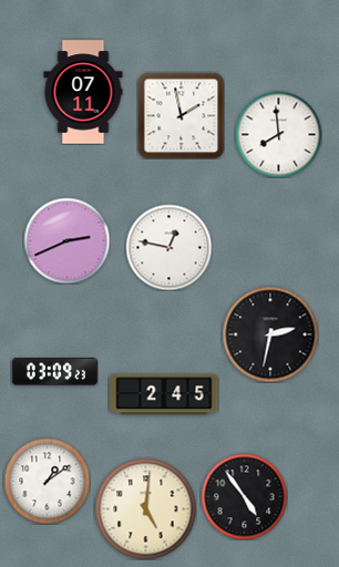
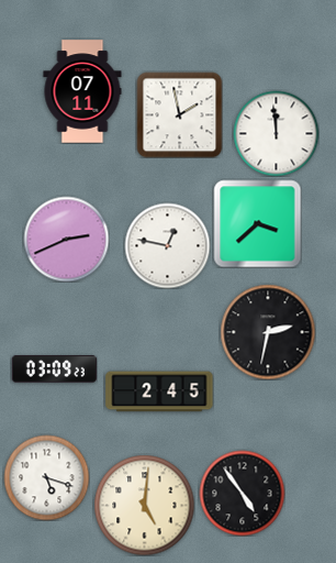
clock at (278, 134): 7:59 -> 11:59
clock at (257, 223): none -> 3:38
clock at (164, 394) position: (164, 394) -> (159, 391)
clock at (47, 481): 1:09 -> 5:18
